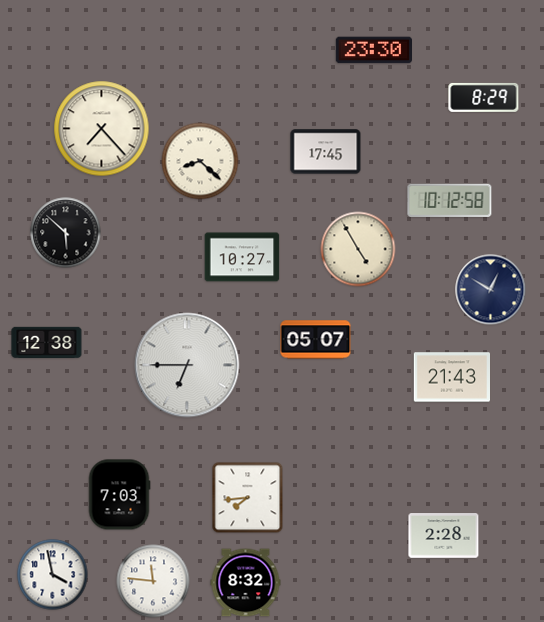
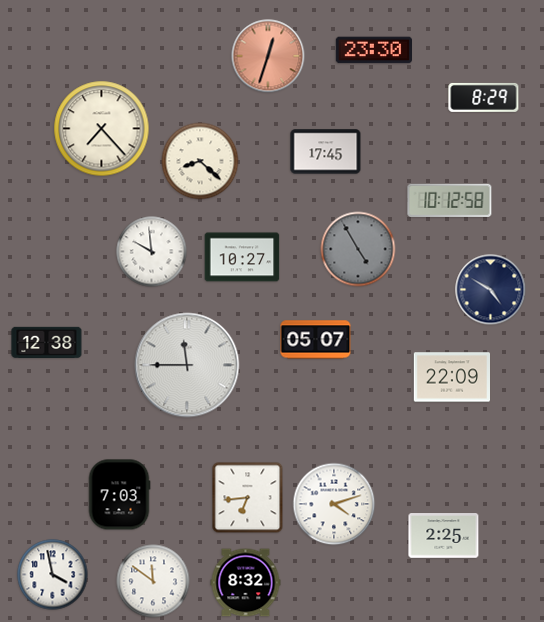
clock at (268, 56): none -> 12:33
clock at (66, 233): 5:52 -> none
clock at (358, 249) dial: cream -> grey
clock at (152, 252): none -> 9:59
clock at (491, 290): 12:50 -> 4:50
clock at (187, 365): 6:45 -> 11:45
clock at (451, 377): 21:43 -> 22:09
clock at (248, 498): 7:44 -> 6:44
clock at (334, 504): none -> 4:12
clock at (444, 536): 2:28 -> 2:25
clock at (153, 581): 11:46 -> 11:51
